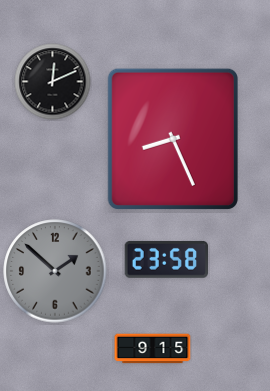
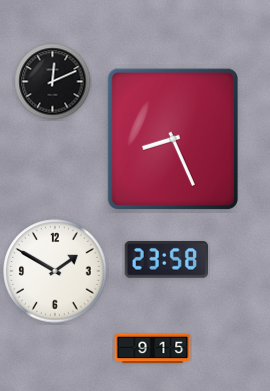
clock at (55, 271): 1:52 -> 1:50
clock at (55, 271) dial: grey -> white
